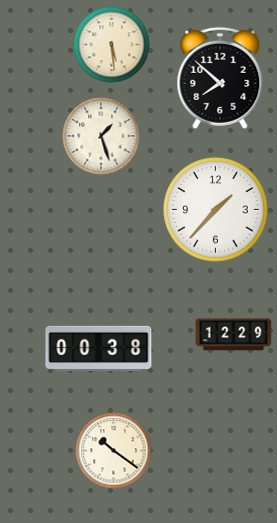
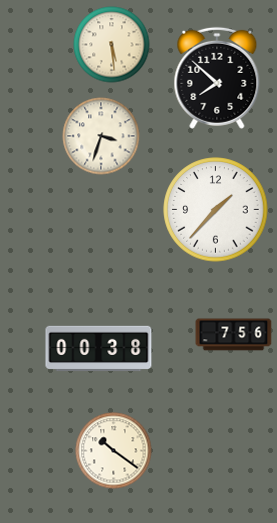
clock at (220, 78) position: (220, 78) -> (217, 78)
clock at (101, 136): 1:27 -> 3:33
clock at (234, 335): 12:29 -> 7:56
